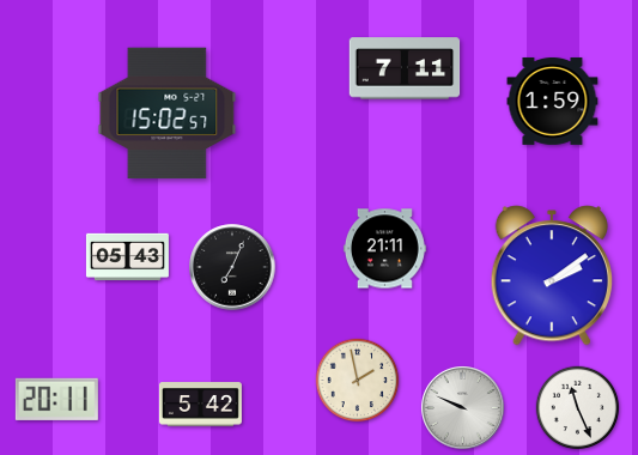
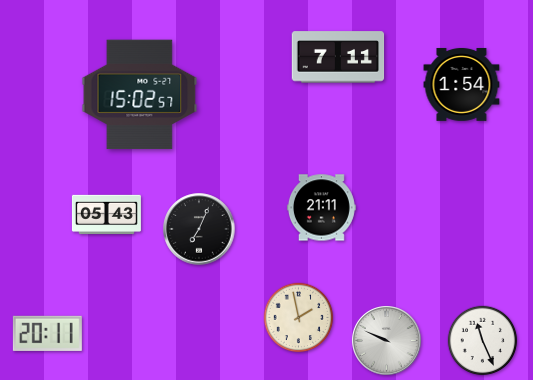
clock at (553, 101): 1:59 -> 1:54
clock at (232, 267) position: (232, 267) -> (199, 229)
clock at (551, 275): 2:09 -> none
clock at (200, 405): 5:42 -> none
